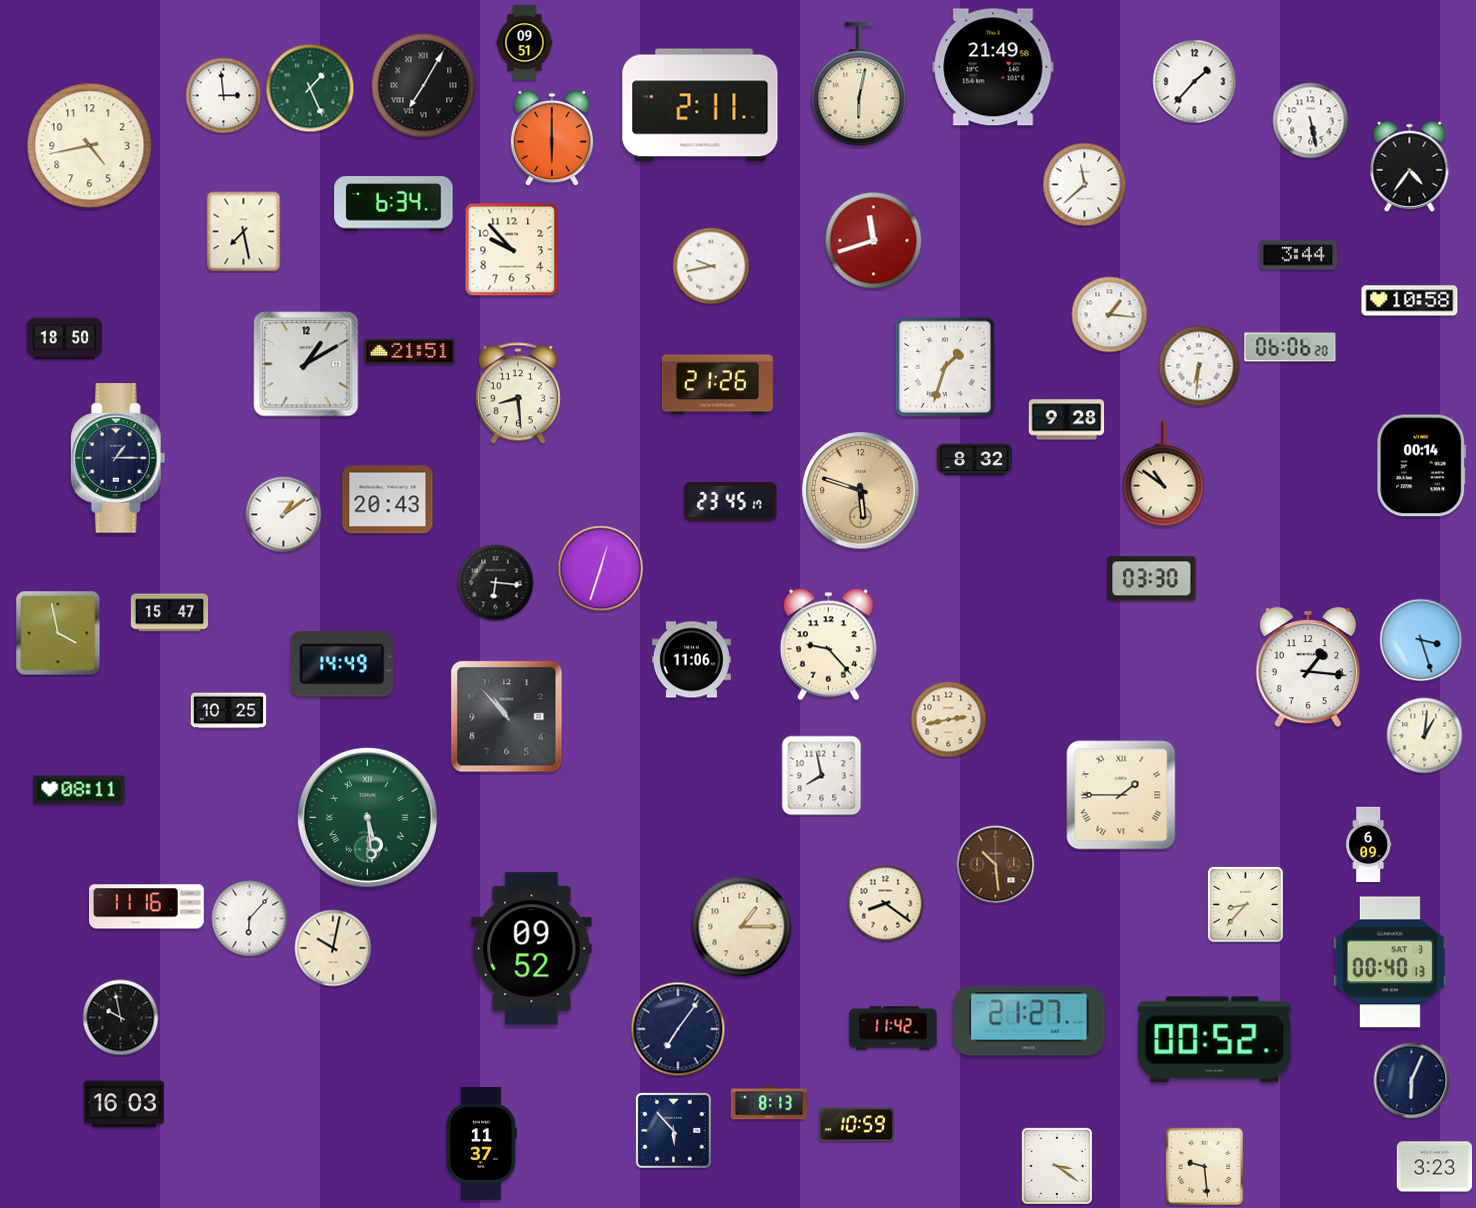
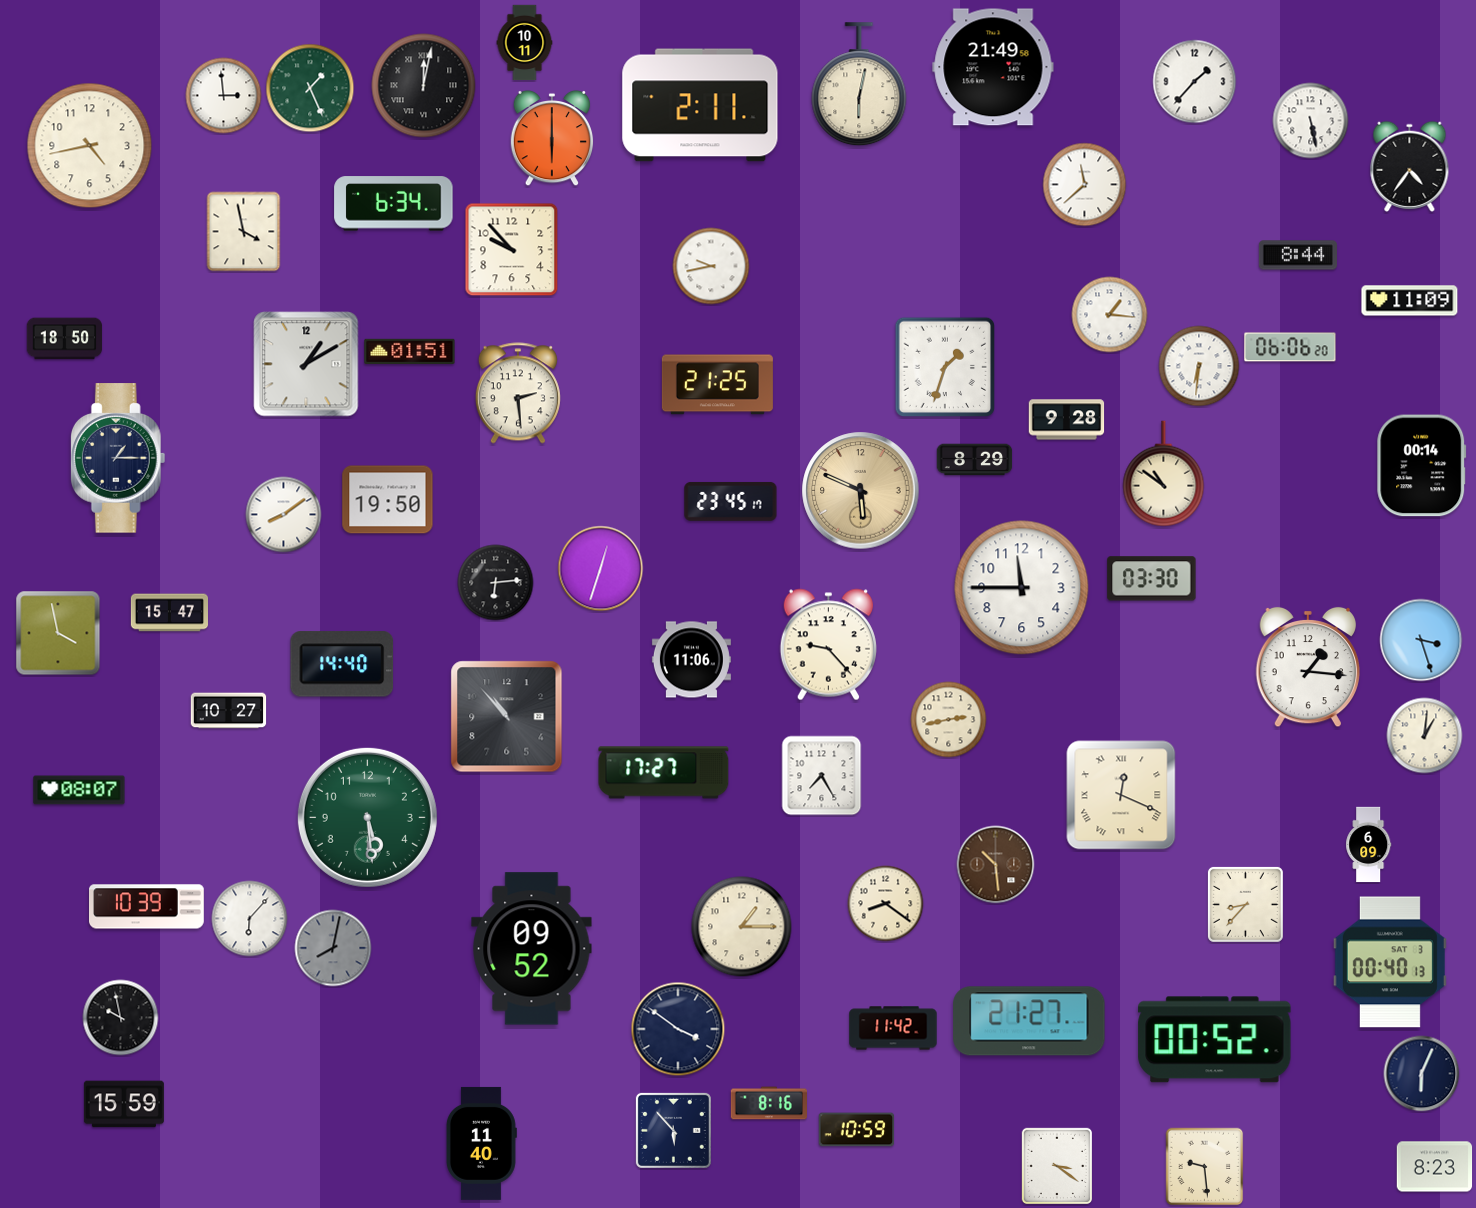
clock at (525, 43): 09:51 -> 10:11
clock at (424, 86): 7:05 -> 12:02
clock at (244, 232): 7:28 -> 3:58
clock at (874, 241): 11:42 -> none
clock at (1298, 255): 3:44 -> 8:44
clock at (1410, 301): 10:58 -> 11:09
clock at (410, 351): 21:51 -> 01:51
clock at (717, 385): 21:26 -> 21:25
clock at (518, 393): 8:29 -> 2:29
clock at (975, 460): 8:32 -> 8:29
clock at (861, 491): 5:48 -> 5:49
clock at (388, 500): 20:43 -> 19:50
clock at (284, 515): 1:09 -> 8:09
clock at (496, 583): 6:16 -> 6:14
clock at (1022, 588): none -> 11:45
clock at (342, 664): 14:49 -> 14:40
clock at (229, 711): 10:25 -> 10:27
clock at (664, 773): none -> 17:27
clock at (822, 776): 7:58 -> 7:25
clock at (79, 790): 08:11 -> 08:07
clock at (1121, 795): 1:45 -> 12:19
clock at (367, 817) numerals: Roman -> Arabic
clock at (147, 907): 11:16 -> 10:39
clock at (333, 948): 10:02 -> 8:02
clock at (333, 948) dial: cream -> grey
clock at (678, 1029): 7:06 -> 3:51
clock at (1412, 1081) position: (1412, 1081) -> (1422, 1074)
clock at (769, 1103): 8:13 -> 8:16
clock at (124, 1104): 16:03 -> 15:59
clock at (857, 1125) position: (857, 1125) -> (857, 1130)
clock at (482, 1143): 11:37 -> 11:40
clock at (1435, 1167): 3:23 -> 8:23
